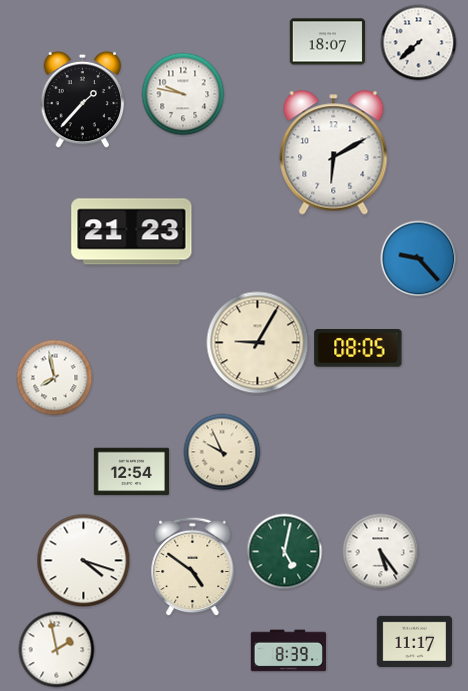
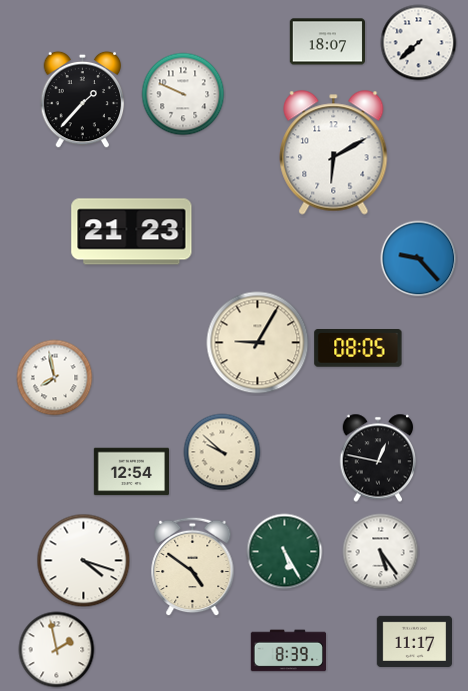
clock at (183, 94): 9:47 -> 9:49
clock at (222, 452): 9:56 -> 9:52
clock at (378, 458): none -> 12:47
clock at (285, 552): 5:02 -> 5:25
